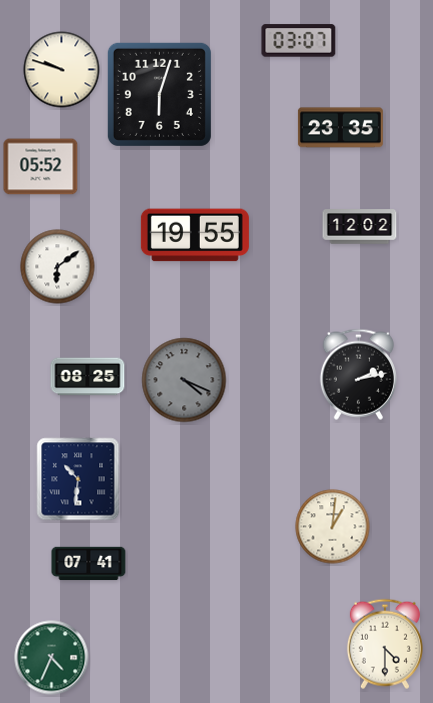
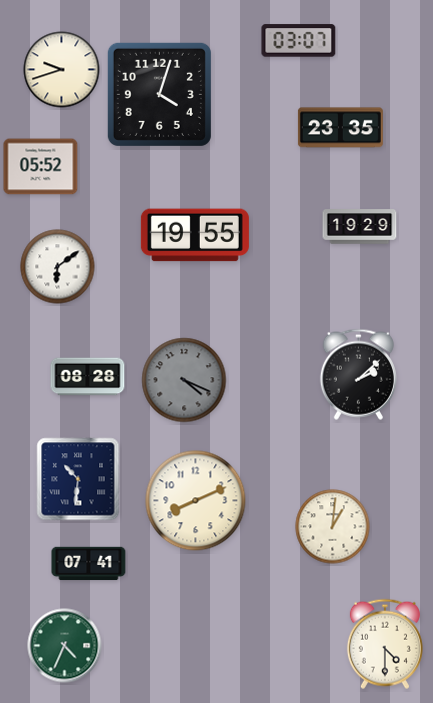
clock at (62, 70): 9:48 -> 9:42
clock at (159, 94): 6:03 -> 4:03
clock at (360, 227): 12:02 -> 19:29
clock at (358, 374): 2:13 -> 2:08
clock at (88, 377): 08:25 -> 08:28
clock at (196, 501): none -> 8:11
clock at (52, 658) position: (52, 658) -> (65, 646)
